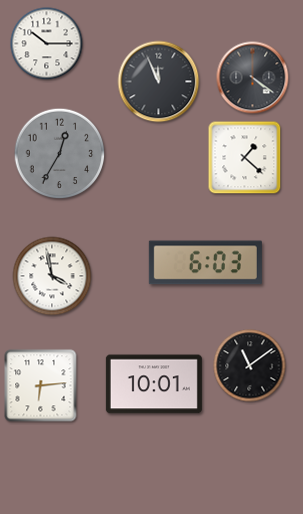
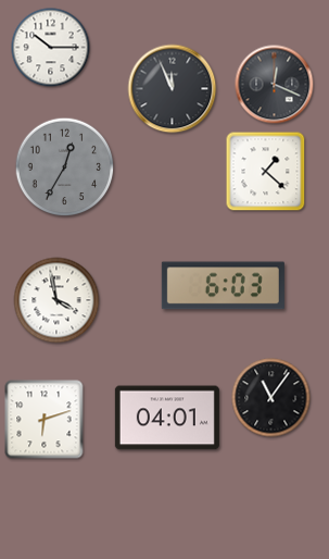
clock at (253, 78): 4:21 -> 12:19
clock at (250, 366): 11:09 -> 11:06
clock at (154, 384): 10:01 -> 04:01
clock at (41, 386): 6:14 -> 6:12
